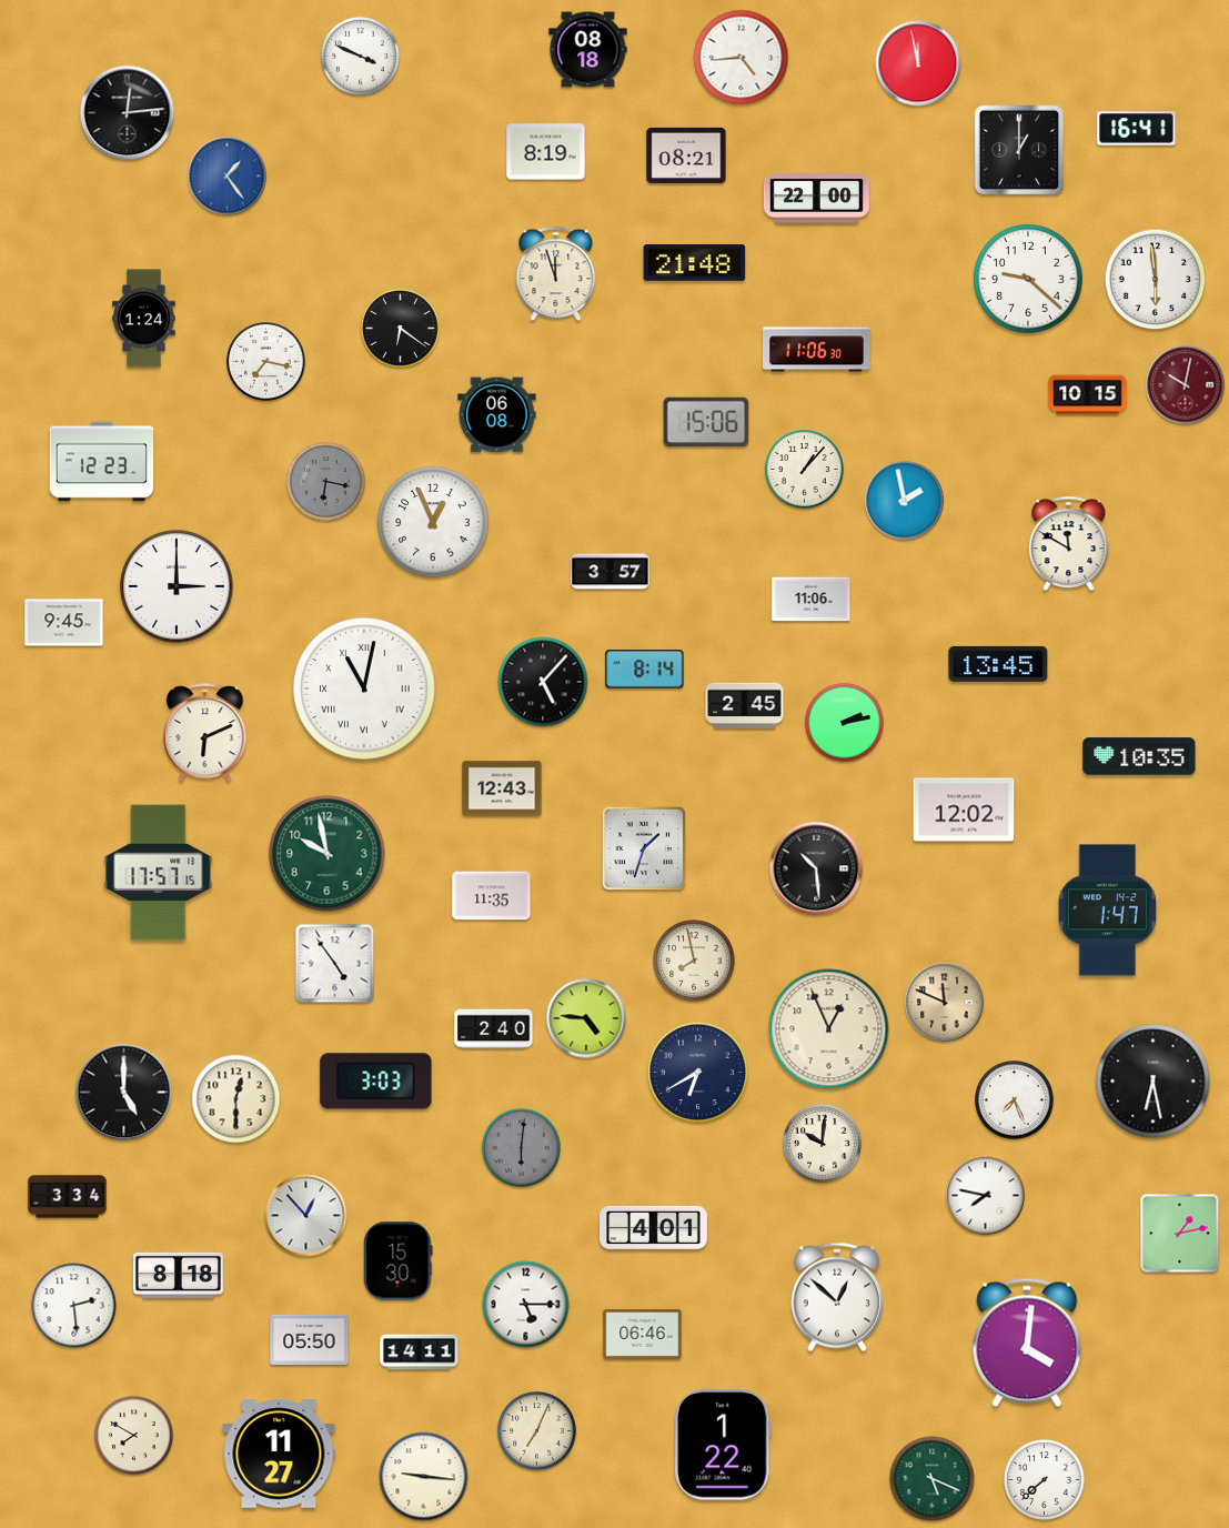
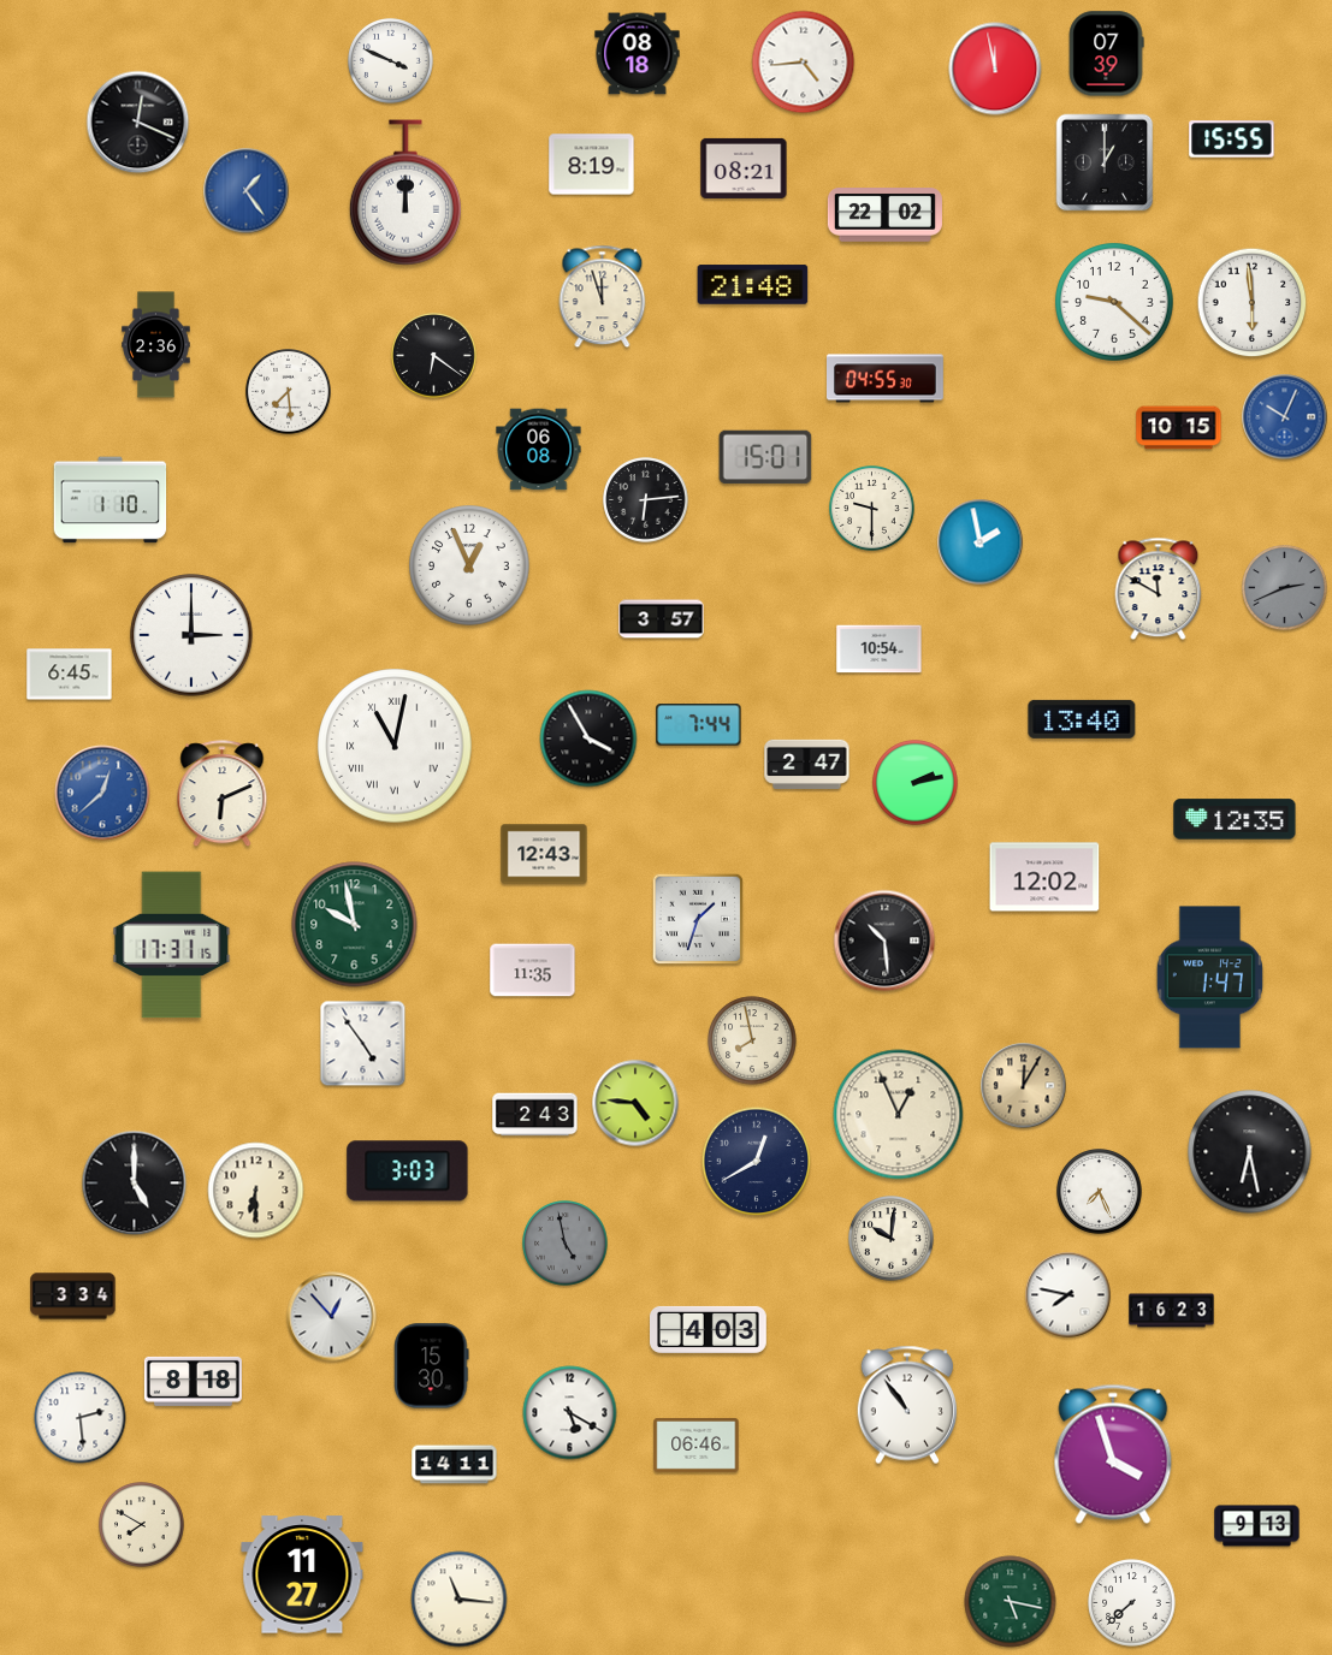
clock at (1106, 54): none -> 07:39
clock at (128, 113): 12:14 -> 12:19
clock at (1137, 129): 16:41 -> 15:55
clock at (405, 192): none -> 12:00
clock at (816, 199): 22:00 -> 22:02
clock at (144, 319): 1:24 -> 2:36
clock at (817, 350): 11:06 -> 04:55
clock at (266, 362): 7:17 -> 7:29
clock at (1186, 385): 10:02 -> 10:04
clock at (1186, 385) dial: burgundy -> blue
clock at (706, 422): 15:06 -> 15:01
clock at (102, 462): 12:23 -> 1:10
clock at (646, 500): none -> 6:14
clock at (805, 470): 1:07 -> 9:30
clock at (326, 482): 6:17 -> none
clock at (1285, 588): none -> 2:41
clock at (812, 600): 11:06 -> 10:54
clock at (64, 623): 9:45 -> 6:45
clock at (998, 664): 13:45 -> 13:40
clock at (645, 670): 8:14 -> 7:44
clock at (543, 682): 5:07 -> 3:55
clock at (745, 705): 2:45 -> 2:47
clock at (102, 793): none -> 12:38
clock at (1139, 756): 10:35 -> 12:35
clock at (159, 873): 17:57 -> 17:31
clock at (1107, 911) position: (1107, 911) -> (1209, 978)
clock at (945, 1003): 11:49 -> 12:05
clock at (494, 1029): 2:40 -> 2:43
clock at (698, 1073): 6:40 -> 12:40
clock at (1154, 1082) position: (1154, 1082) -> (1250, 1152)
clock at (236, 1099): 12:30 -> 6:30
clock at (522, 1148): 6:01 -> 4:58
clock at (1172, 1311): none -> 16:23
clock at (654, 1227): 4:01 -> 4:03
clock at (1180, 1234): 1:13 -> none
clock at (837, 1297): 12:52 -> 10:54
clock at (526, 1305): 5:15 -> 5:20
clock at (74, 1306) position: (74, 1306) -> (81, 1418)
clock at (310, 1339): 05:50 -> none
clock at (1027, 1343): 4:01 -> 3:57
clock at (1257, 1526): none -> 9:13
clock at (537, 1431): 7:04 -> none
clock at (134, 1436) position: (134, 1436) -> (142, 1525)
clock at (723, 1445): 1:22 -> none
clock at (424, 1477): 9:16 -> 11:16
clock at (933, 1479): 5:19 -> 5:17
